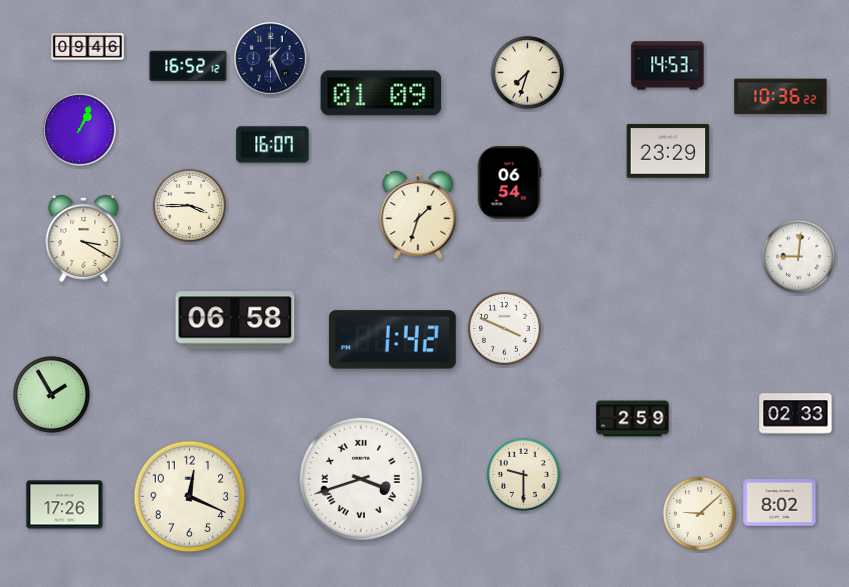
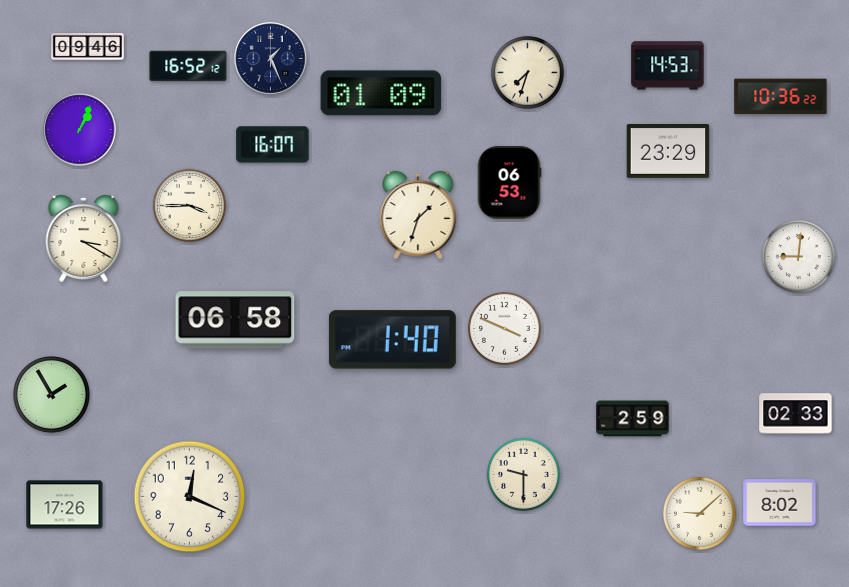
clock at (509, 183): 06:54 -> 06:53
clock at (392, 340): 1:42 -> 1:40
clock at (361, 479): 3:42 -> none
